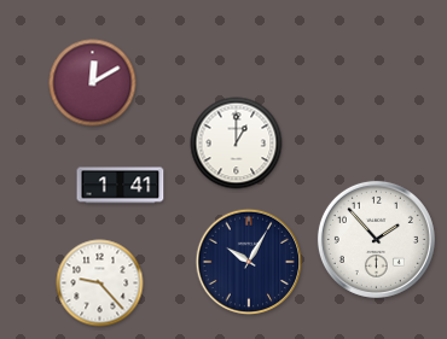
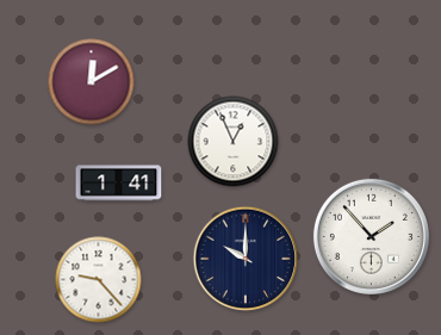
clock at (237, 144): 1:00 -> 12:56
clock at (249, 262): 10:05 -> 10:00
